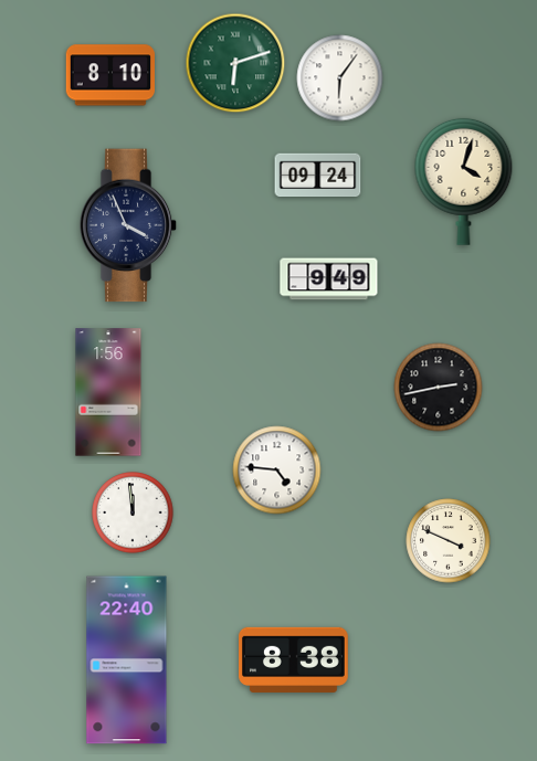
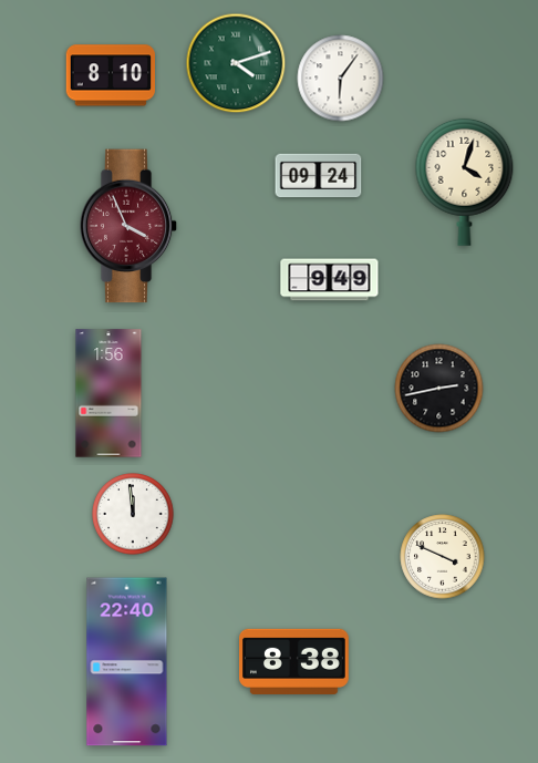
clock at (235, 63): 6:12 -> 4:12
clock at (128, 225) dial: navy -> burgundy
clock at (277, 471): 4:46 -> none
clock at (449, 541) position: (449, 541) -> (443, 557)
